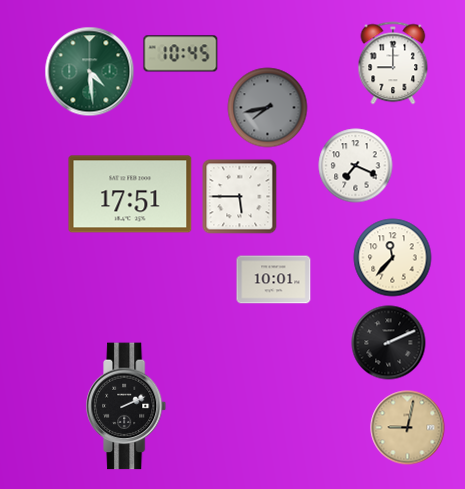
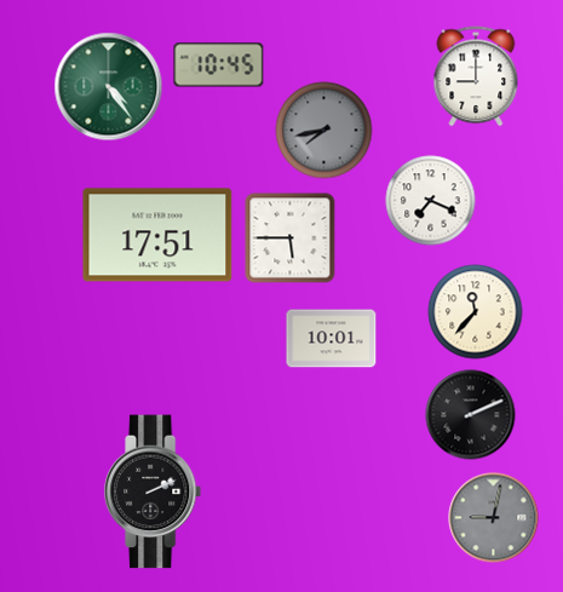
clock at (90, 72): 4:29 -> 4:24
clock at (408, 428) dial: champagne -> grey
